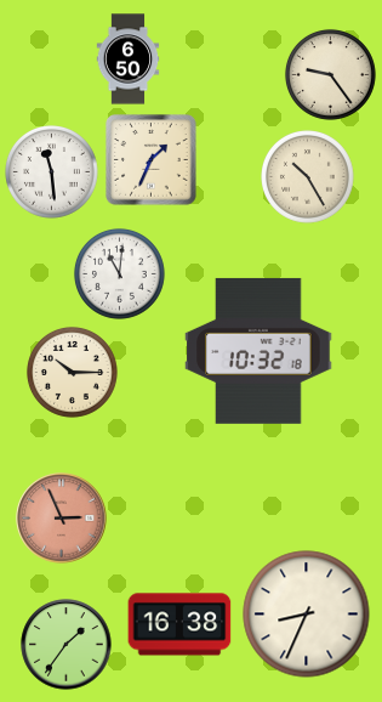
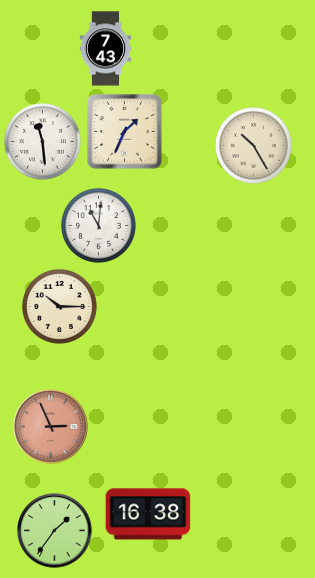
clock at (129, 60): 6:50 -> 7:43
clock at (330, 74): 9:24 -> none
clock at (258, 351): 10:32 -> none
clock at (307, 615): 8:34 -> none
